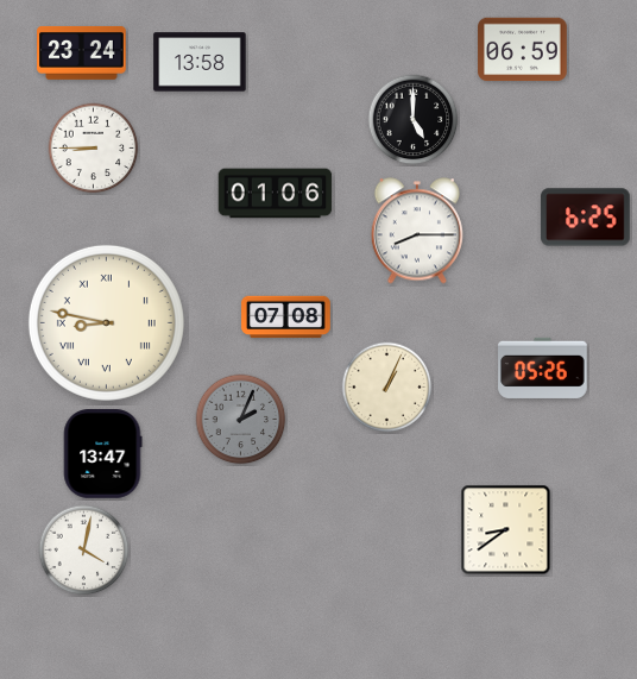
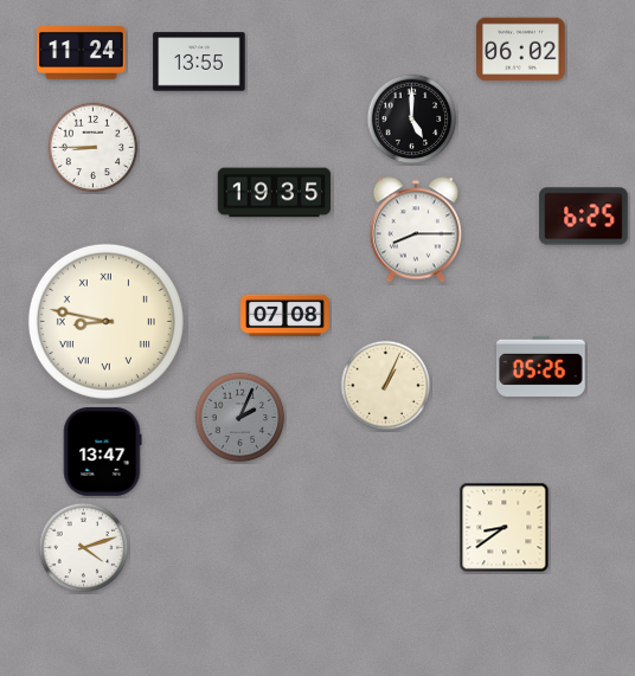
clock at (523, 50): 06:59 -> 06:02
clock at (82, 52): 23:24 -> 11:24
clock at (200, 62): 13:58 -> 13:55
clock at (276, 194): 01:06 -> 19:35
clock at (84, 551): 4:02 -> 4:12
